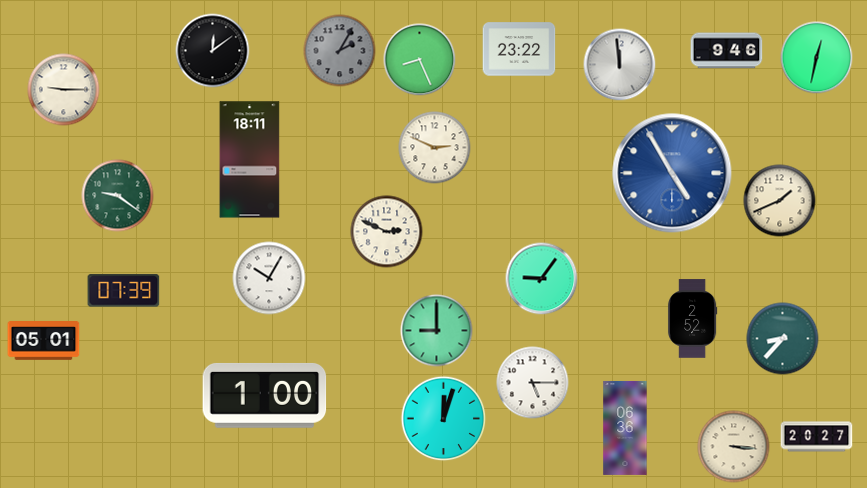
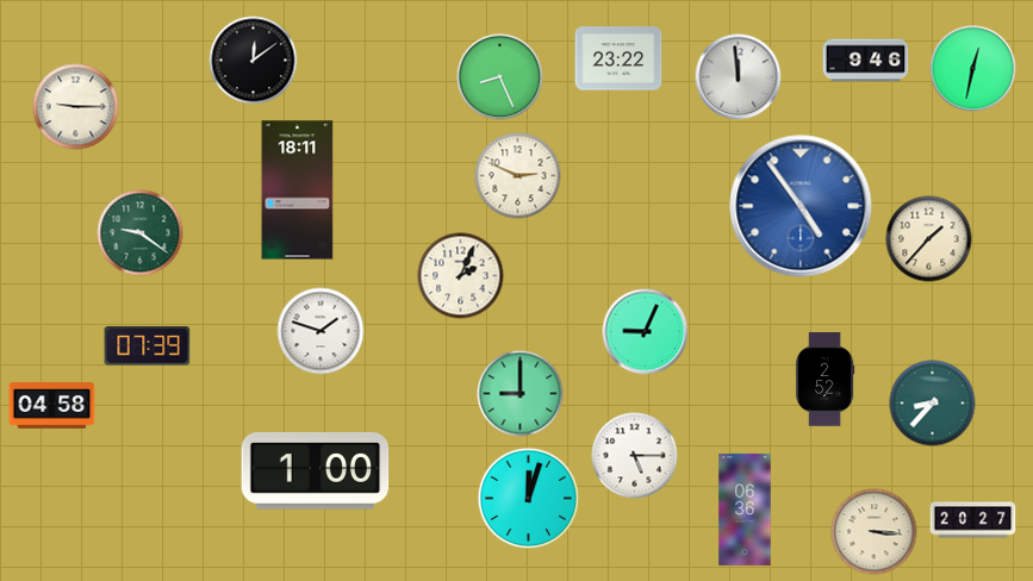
clock at (340, 51): 2:05 -> none
clock at (420, 60) position: (420, 60) -> (500, 77)
clock at (672, 173): 4:55 -> 4:54
clock at (780, 201): 1:41 -> 1:37
clock at (387, 232): 2:49 -> 2:04
clock at (269, 278): 10:05 -> 1:48
clock at (542, 279): 9:06 -> 9:04
clock at (44, 341): 05:01 -> 04:58
